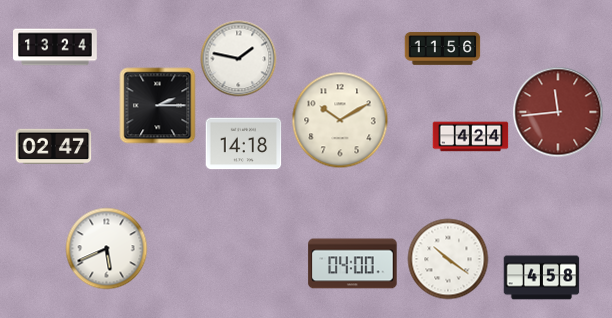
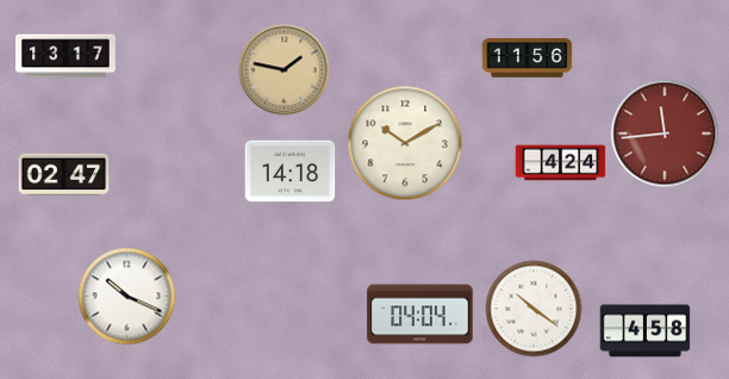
clock at (56, 47): 13:24 -> 13:17
clock at (239, 59) dial: white -> champagne
clock at (158, 106): 2:15 -> none
clock at (107, 249): 5:41 -> 10:19
clock at (353, 264): 04:00 -> 04:04
